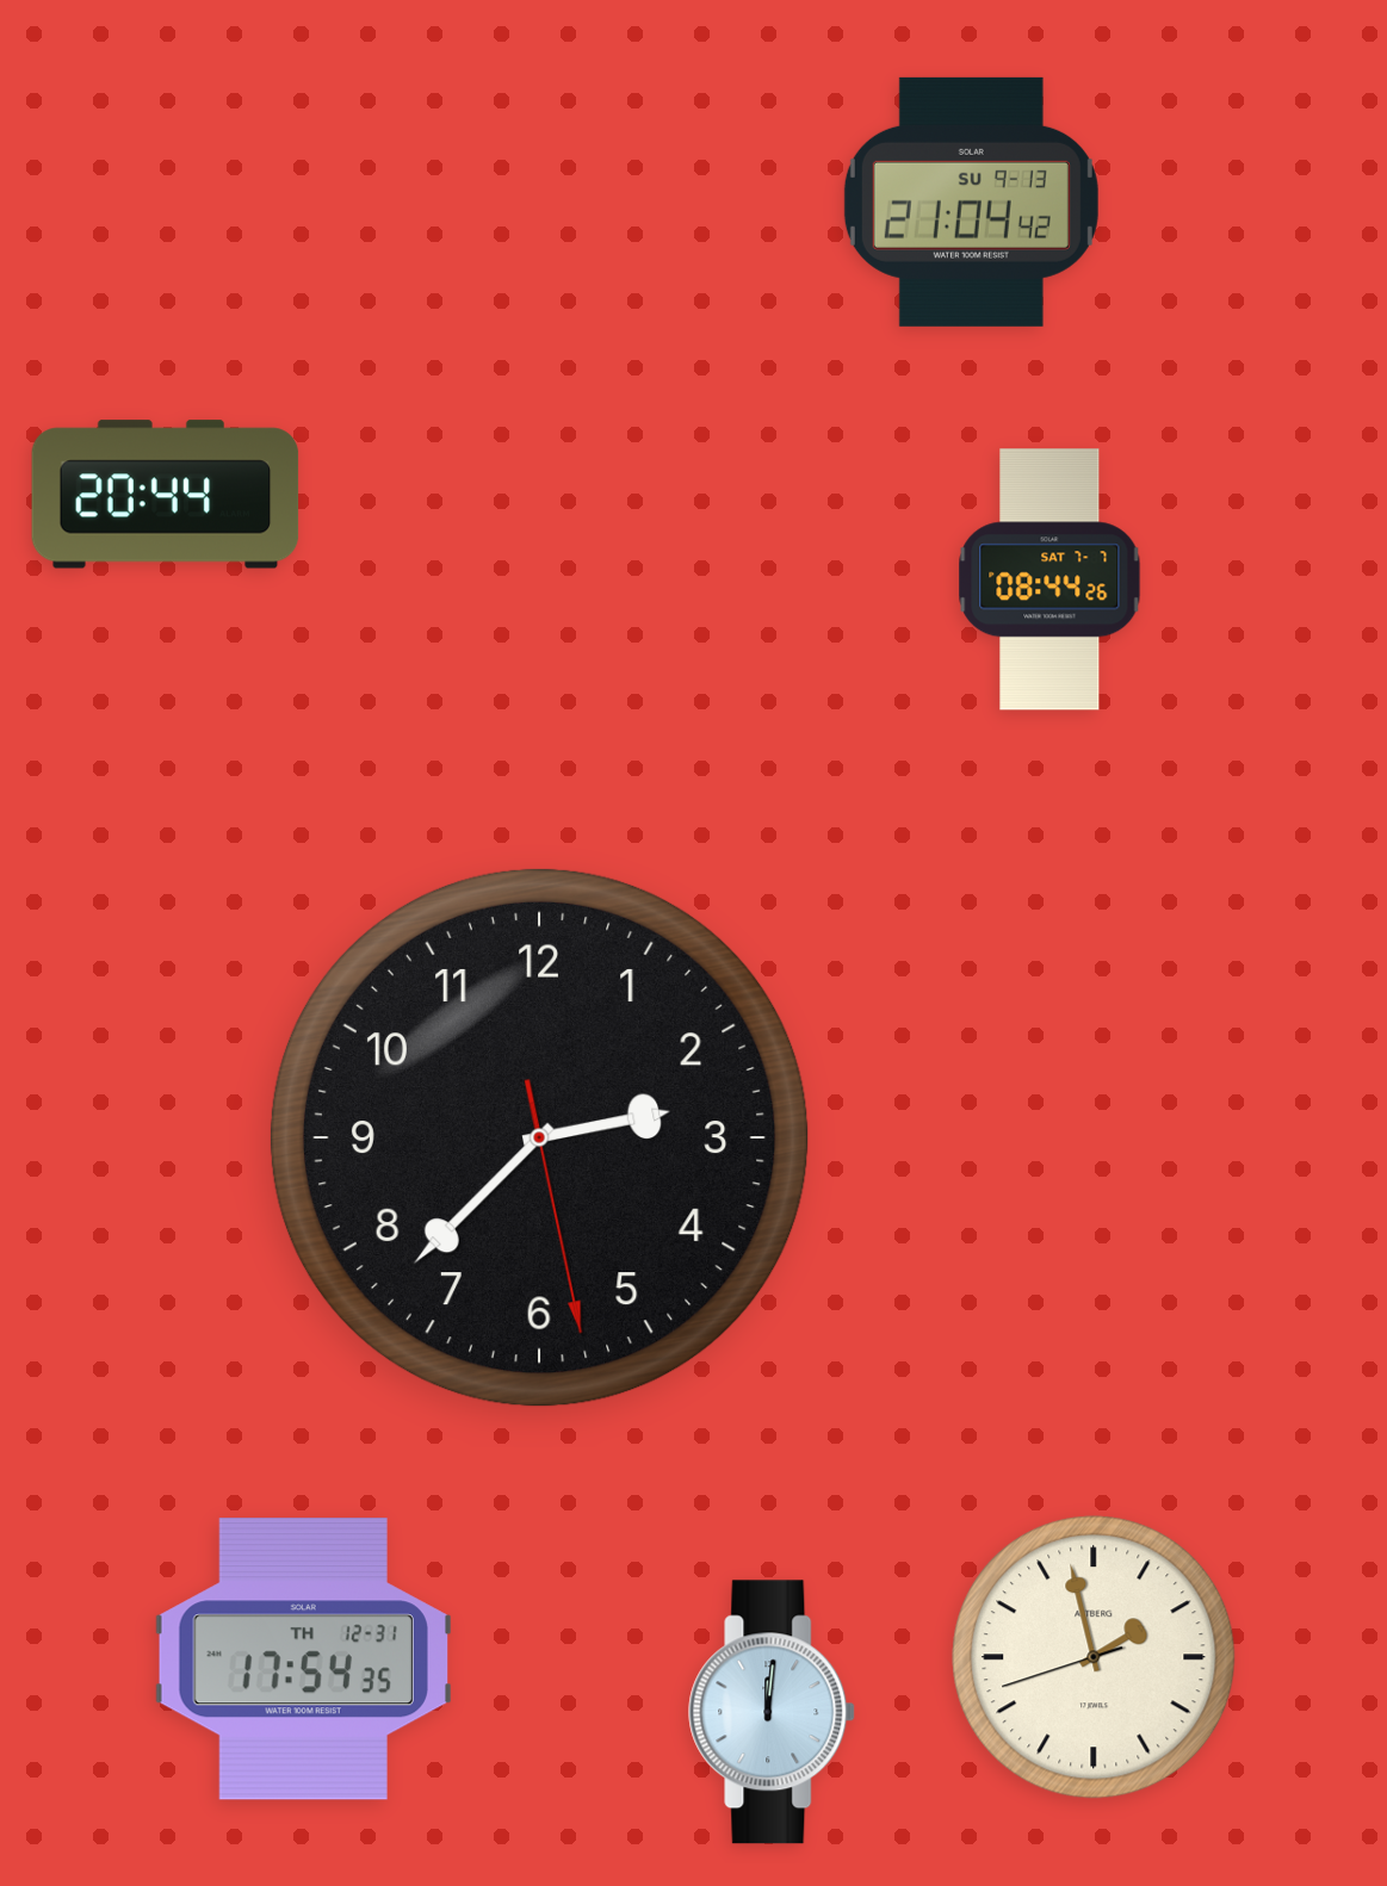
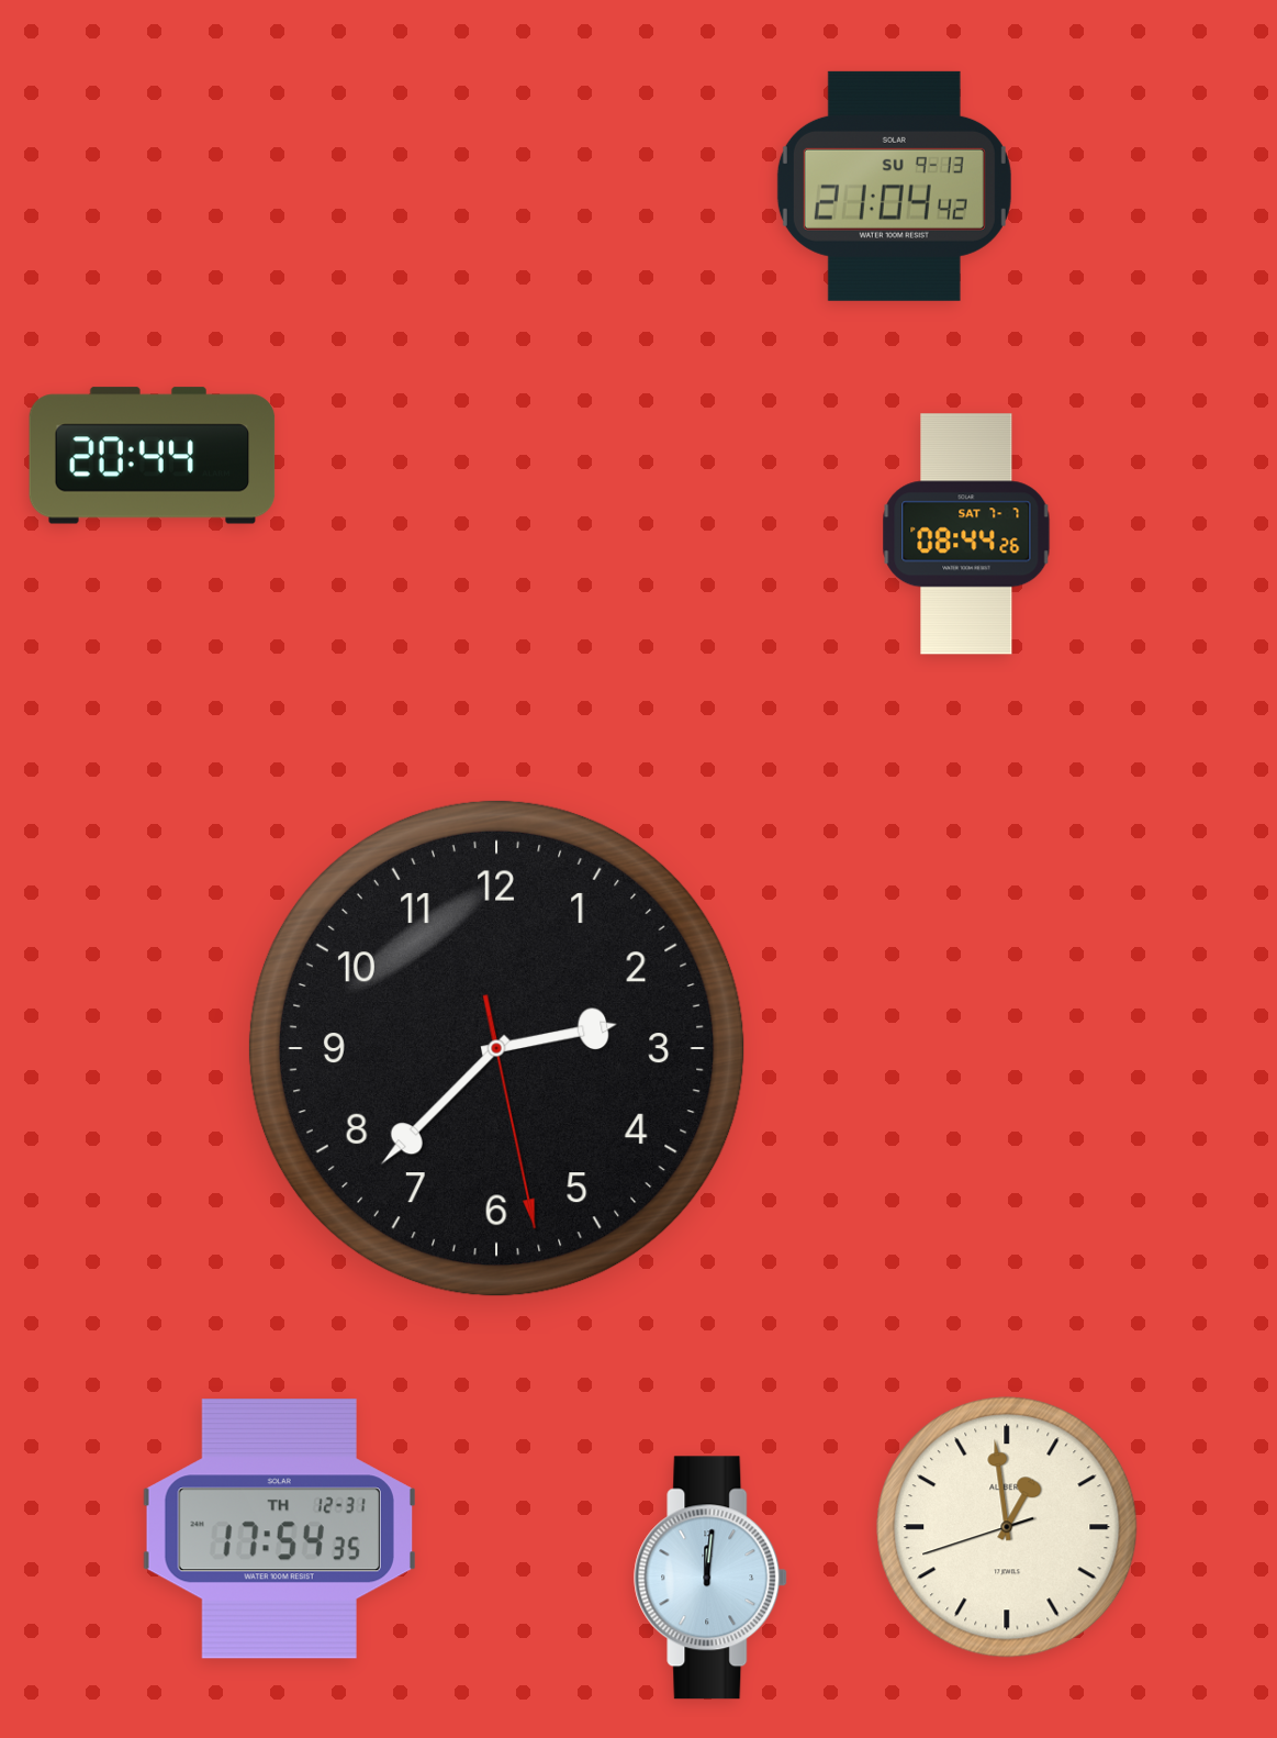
clock at (1094, 1657): 1:57 -> 12:58
